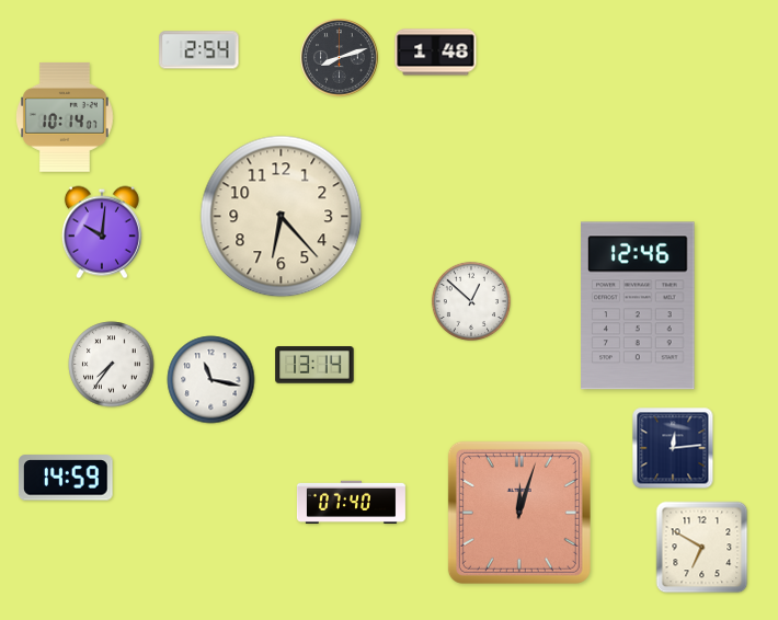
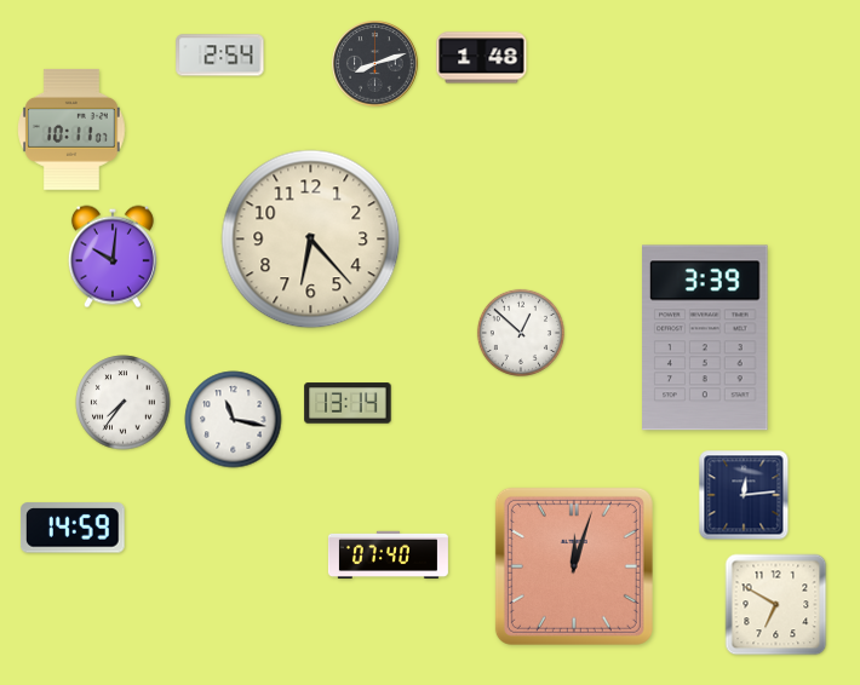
clock at (66, 117): 10:14 -> 10:11
clock at (638, 306): 12:46 -> 3:39
